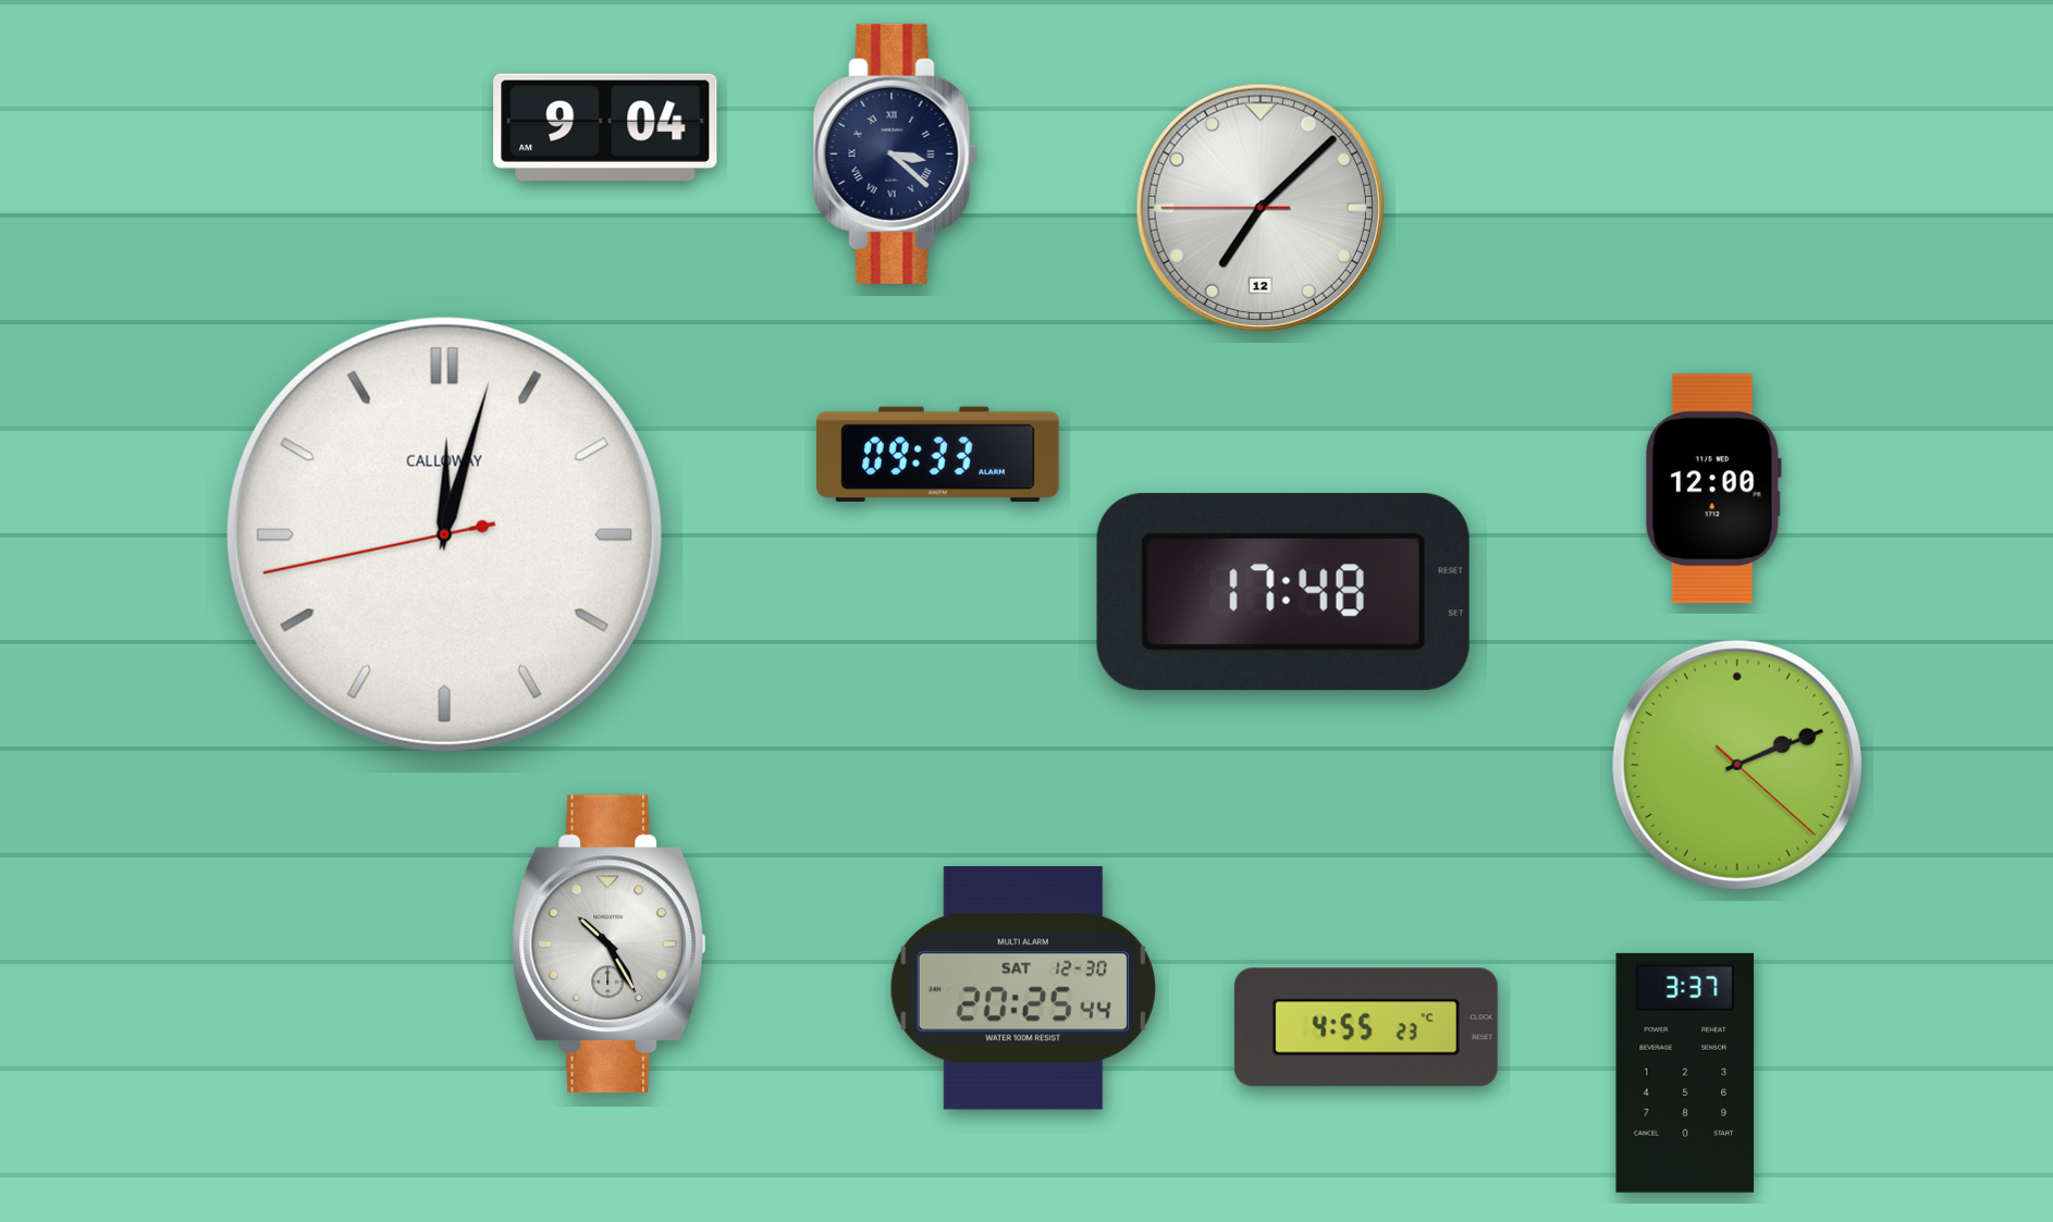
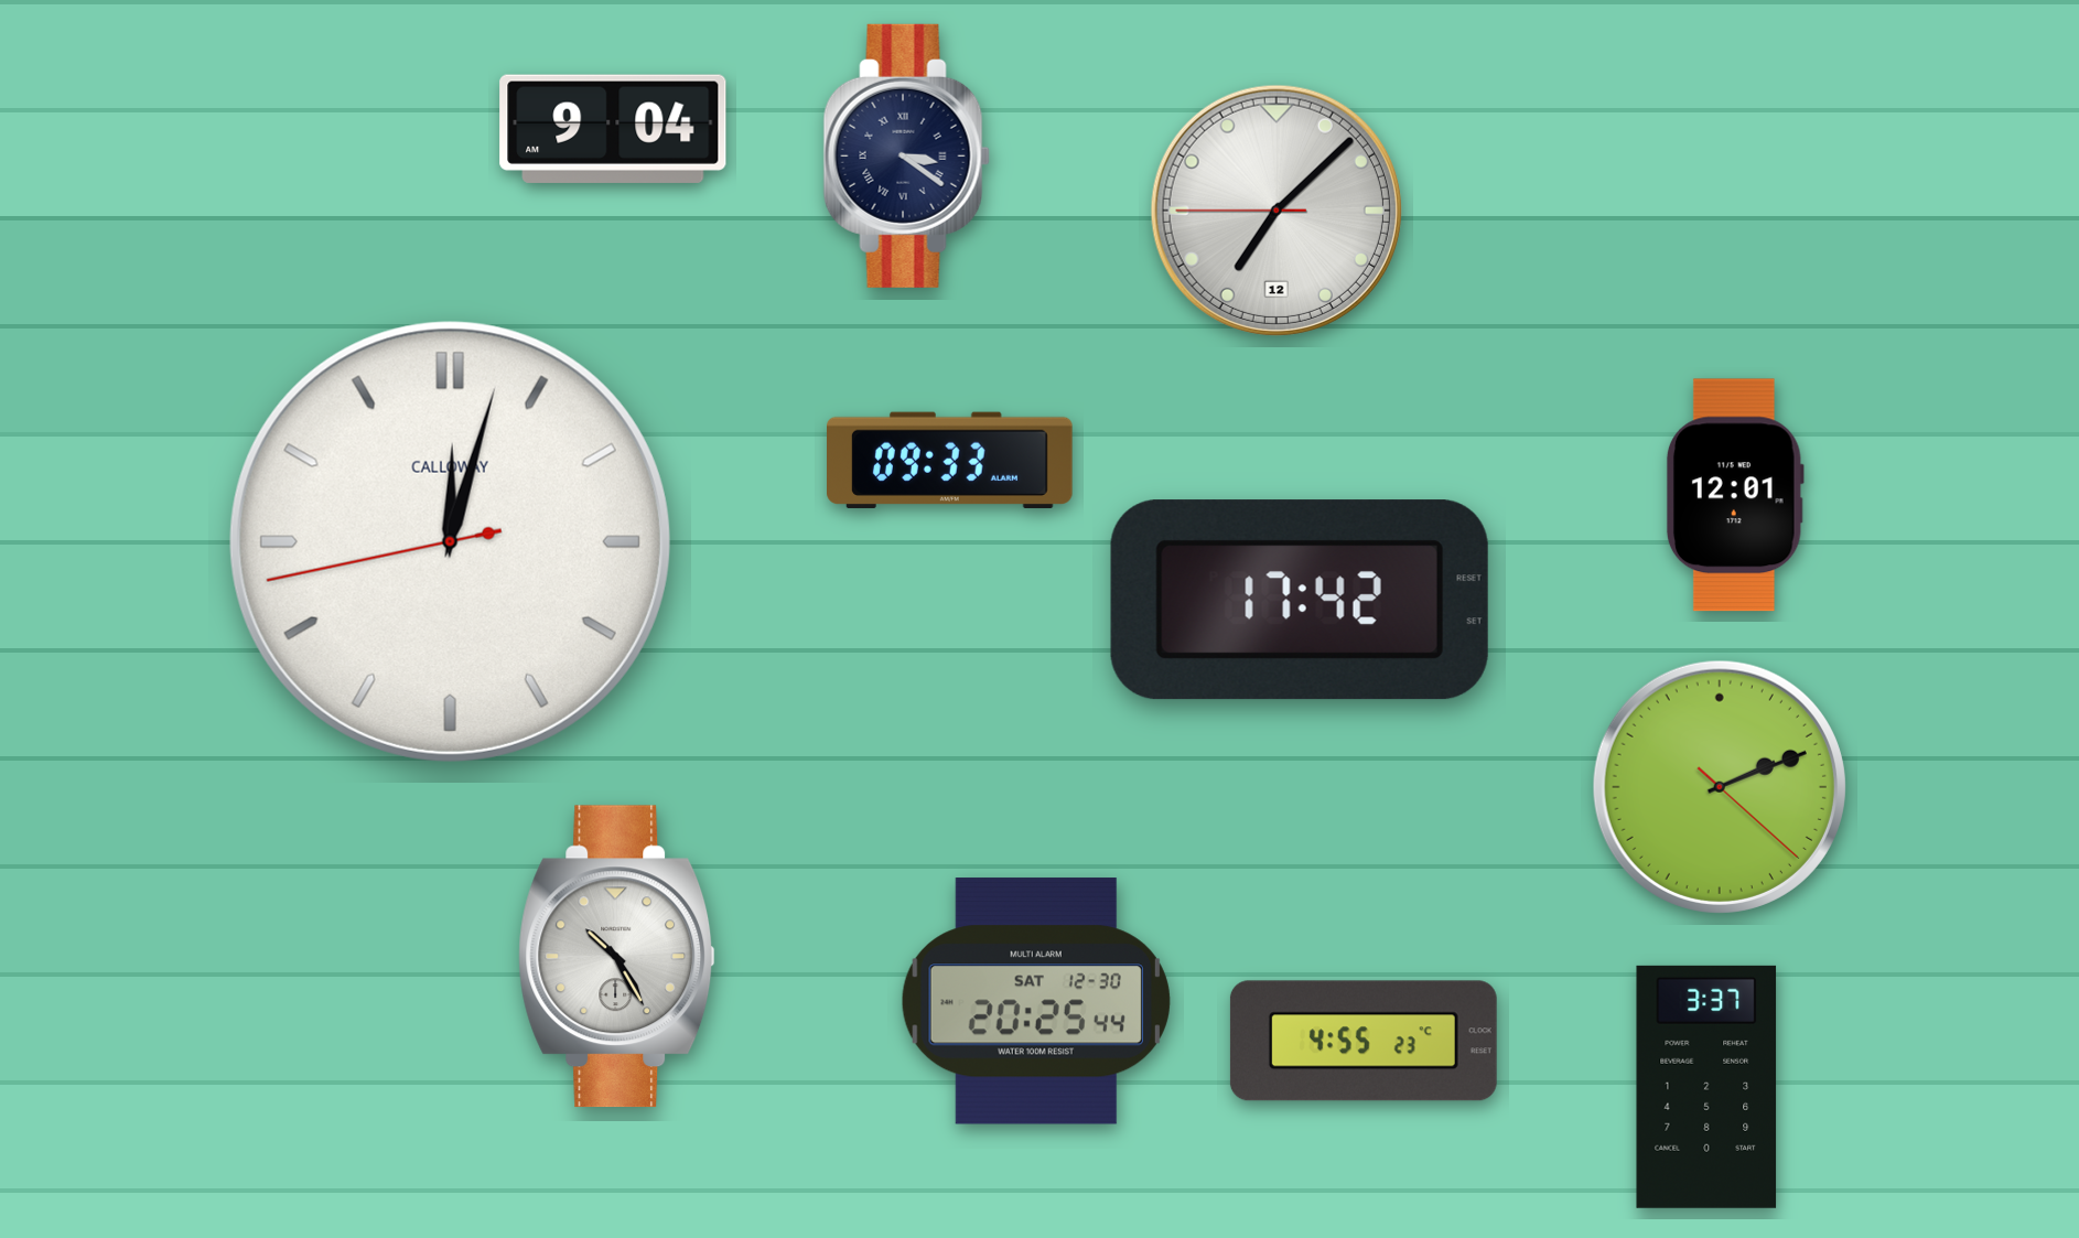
clock at (895, 153): 3:22 -> 3:21
clock at (1713, 489): 12:00 -> 12:01
clock at (1283, 592): 17:48 -> 17:42
clock at (1737, 765) position: (1737, 765) -> (1720, 787)
clock at (1366, 1027) position: (1366, 1027) -> (1364, 1041)
